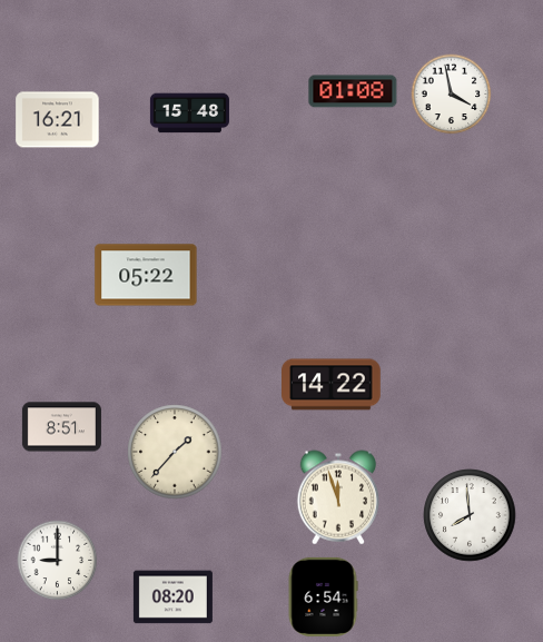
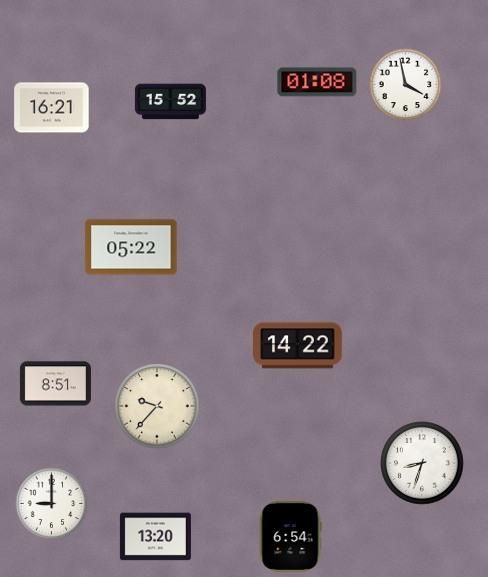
clock at (189, 113): 15:48 -> 15:52
clock at (175, 452): 1:37 -> 9:37
clock at (338, 497): 11:57 -> none
clock at (470, 515): 7:59 -> 8:33
clock at (172, 597): 08:20 -> 13:20
